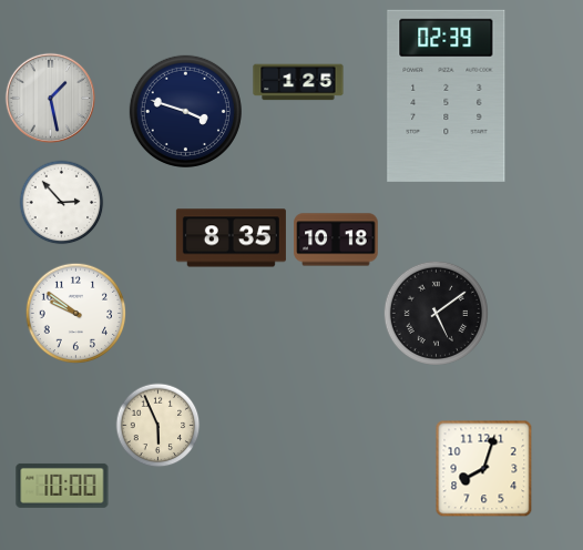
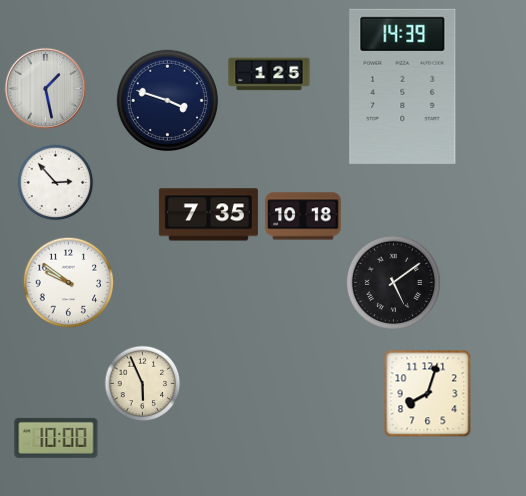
clock at (447, 95): 02:39 -> 14:39
clock at (231, 238): 8:35 -> 7:35
clock at (484, 469) position: (484, 469) -> (428, 394)
